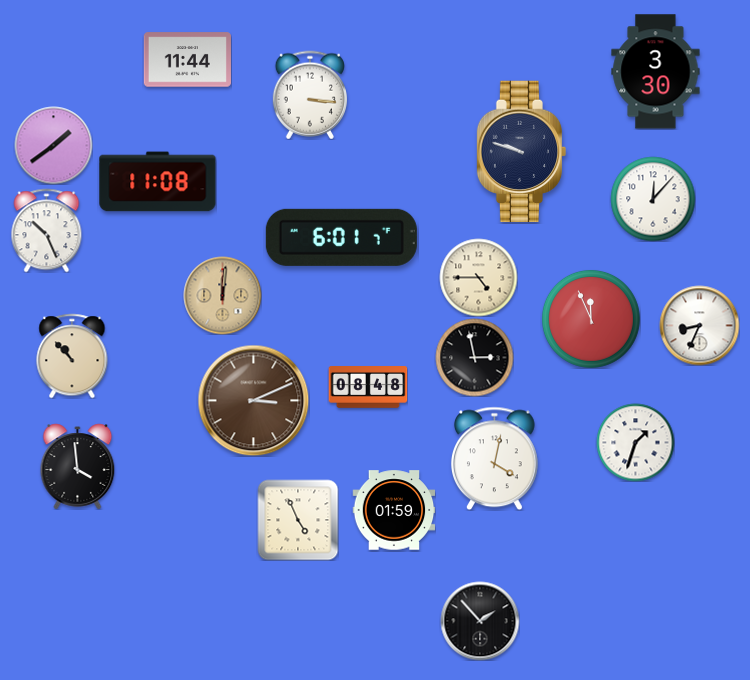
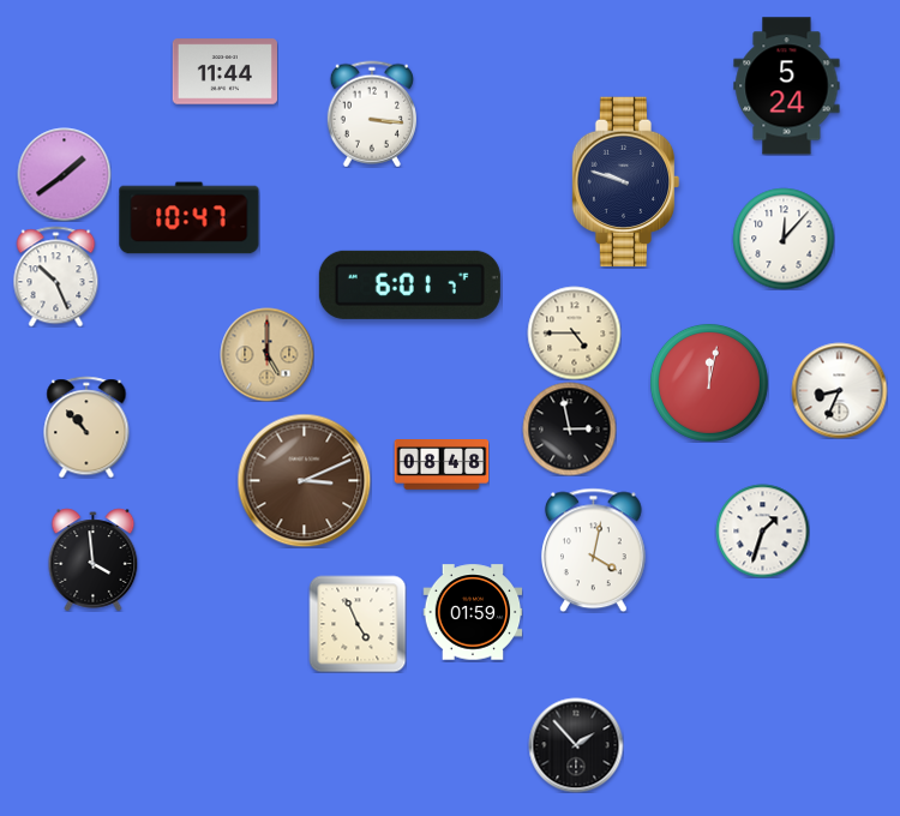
clock at (656, 72): 3:30 -> 5:24
clock at (158, 182): 11:08 -> 10:47
clock at (222, 295): 12:01 -> 5:00
clock at (591, 319): 11:56 -> 12:02
